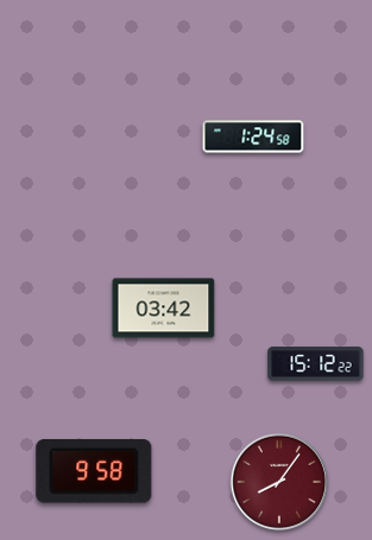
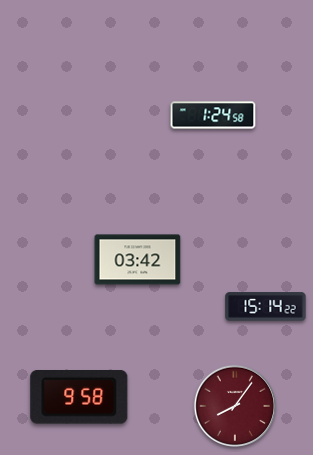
clock at (316, 364): 15:12 -> 15:14
